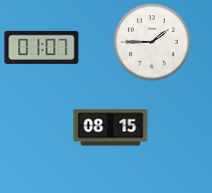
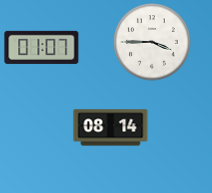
clock at (152, 42): 1:45 -> 3:45
clock at (111, 128): 08:15 -> 08:14
